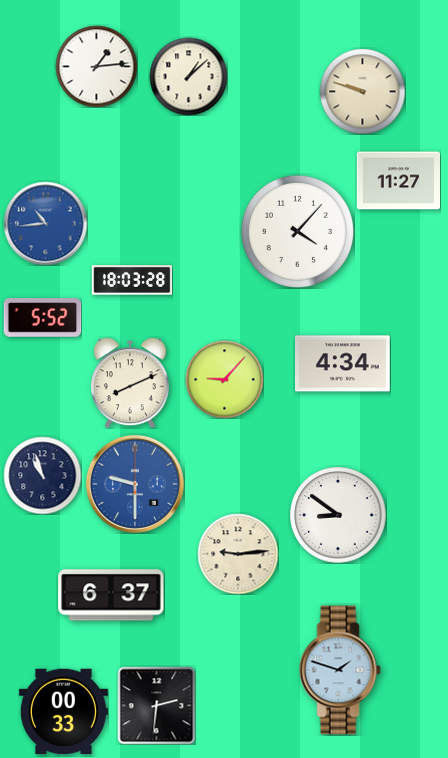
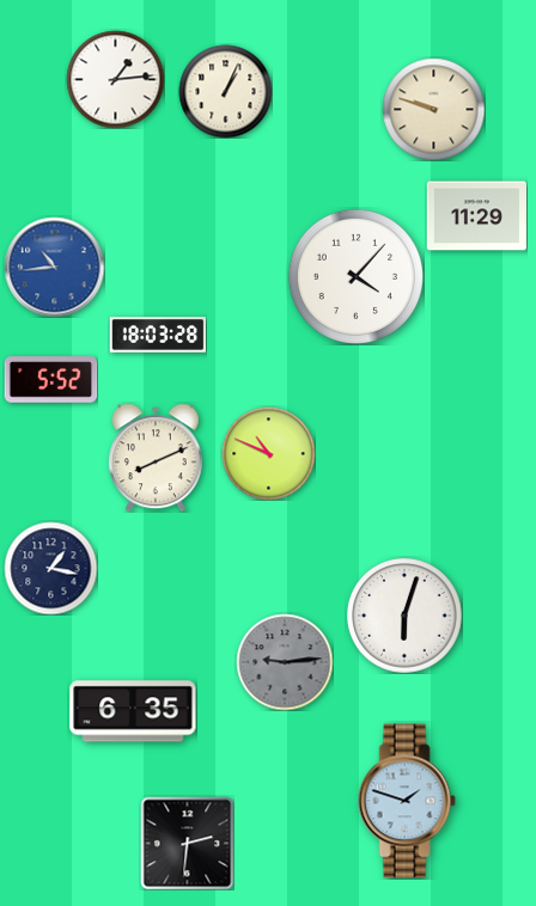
clock at (188, 76): 1:08 -> 1:04
clock at (398, 181): 11:27 -> 11:29
clock at (343, 364): 4:34 -> none
clock at (224, 379): 9:07 -> 10:49
clock at (42, 475): 10:57 -> 1:17
clock at (135, 484): 9:30 -> none
clock at (338, 515): 8:51 -> 6:03
clock at (238, 554) dial: cream -> grey
clock at (111, 595): 6:37 -> 6:35
clock at (63, 712): 00:33 -> none
